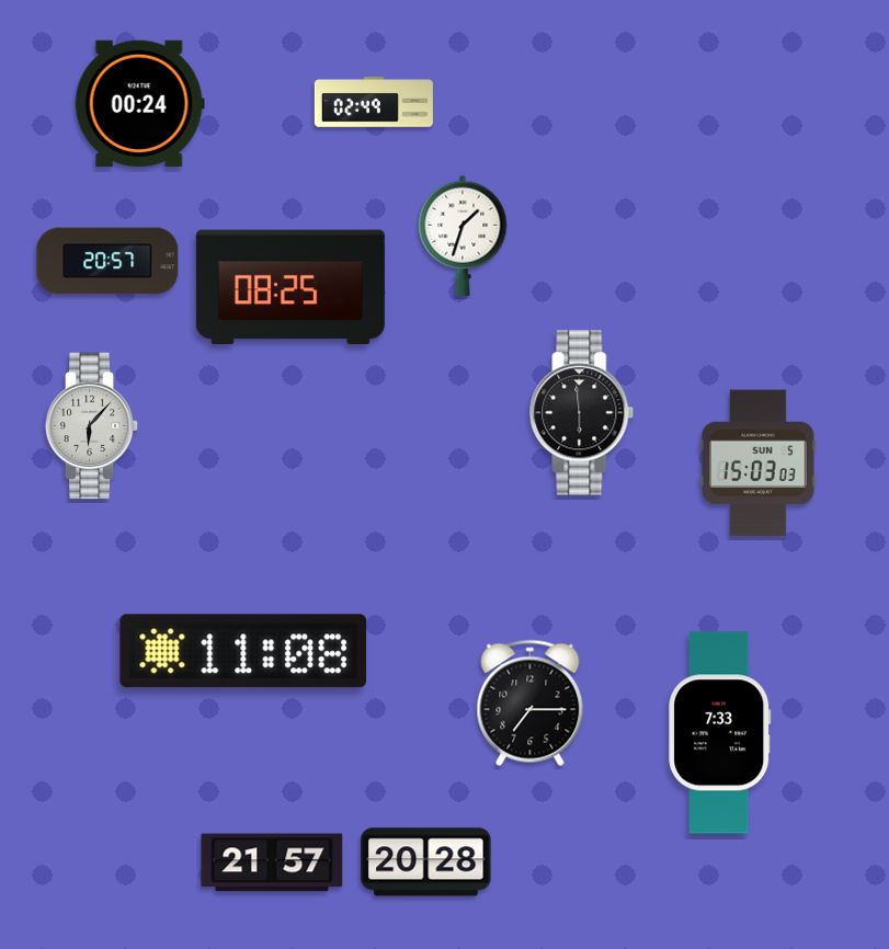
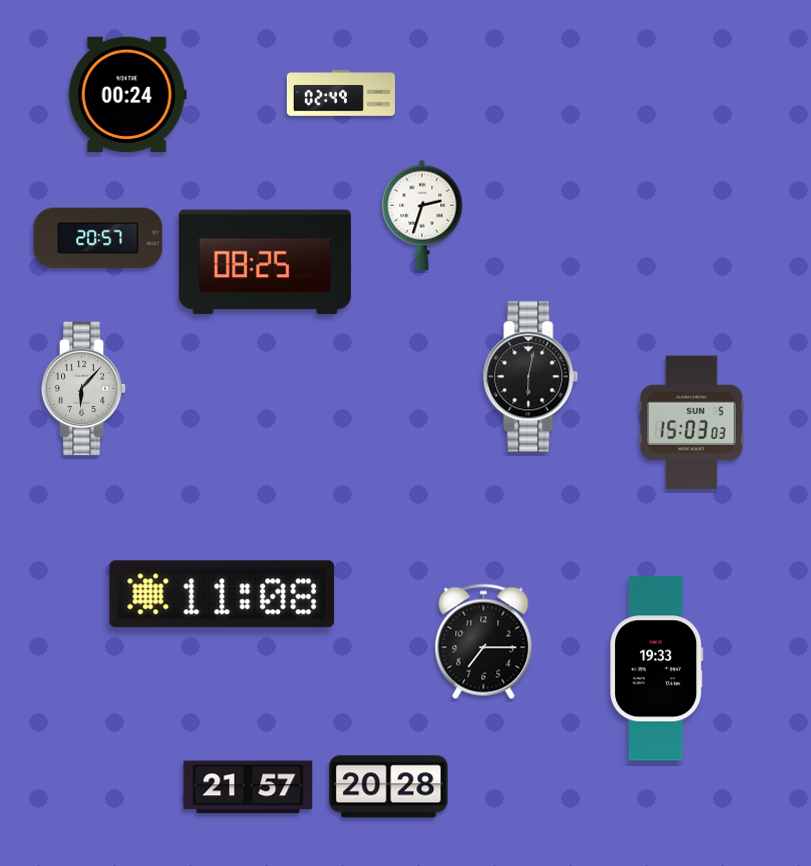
clock at (463, 236): 1:33 -> 2:33
clock at (582, 413): 5:59 -> 6:02
clock at (720, 733): 7:33 -> 19:33
